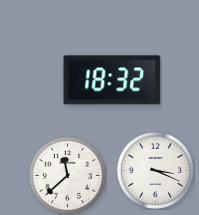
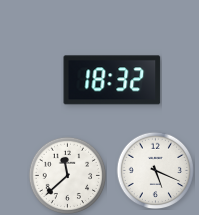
clock at (155, 170): 3:19 -> 5:19
